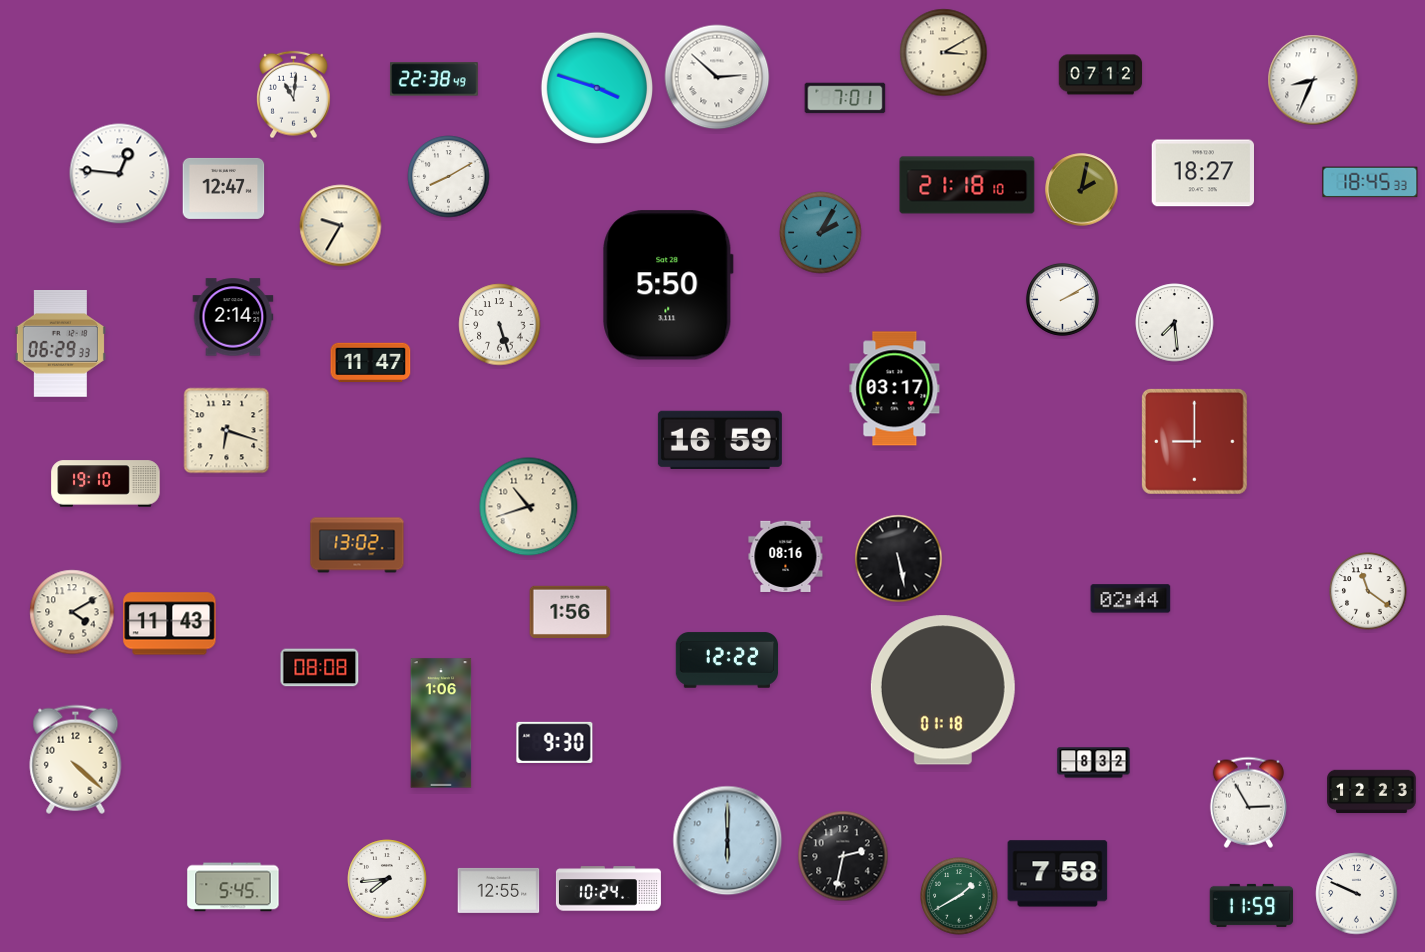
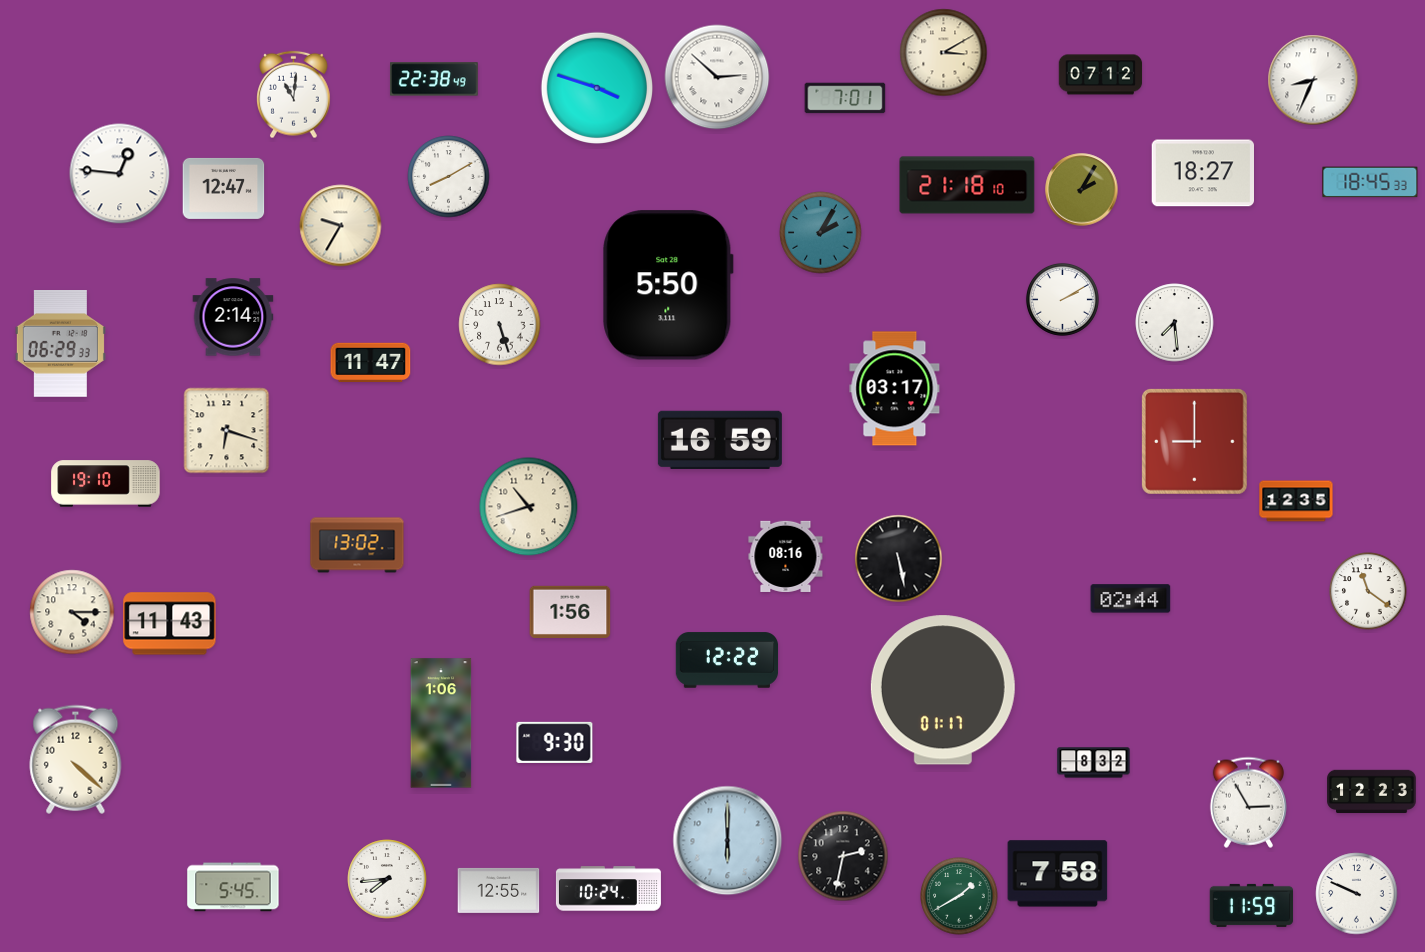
clock at (1082, 190): 2:02 -> 2:05
clock at (1296, 501): none -> 12:35
clock at (72, 612): 4:10 -> 4:15
clock at (320, 668): 08:08 -> none
clock at (943, 690): 01:18 -> 01:17
